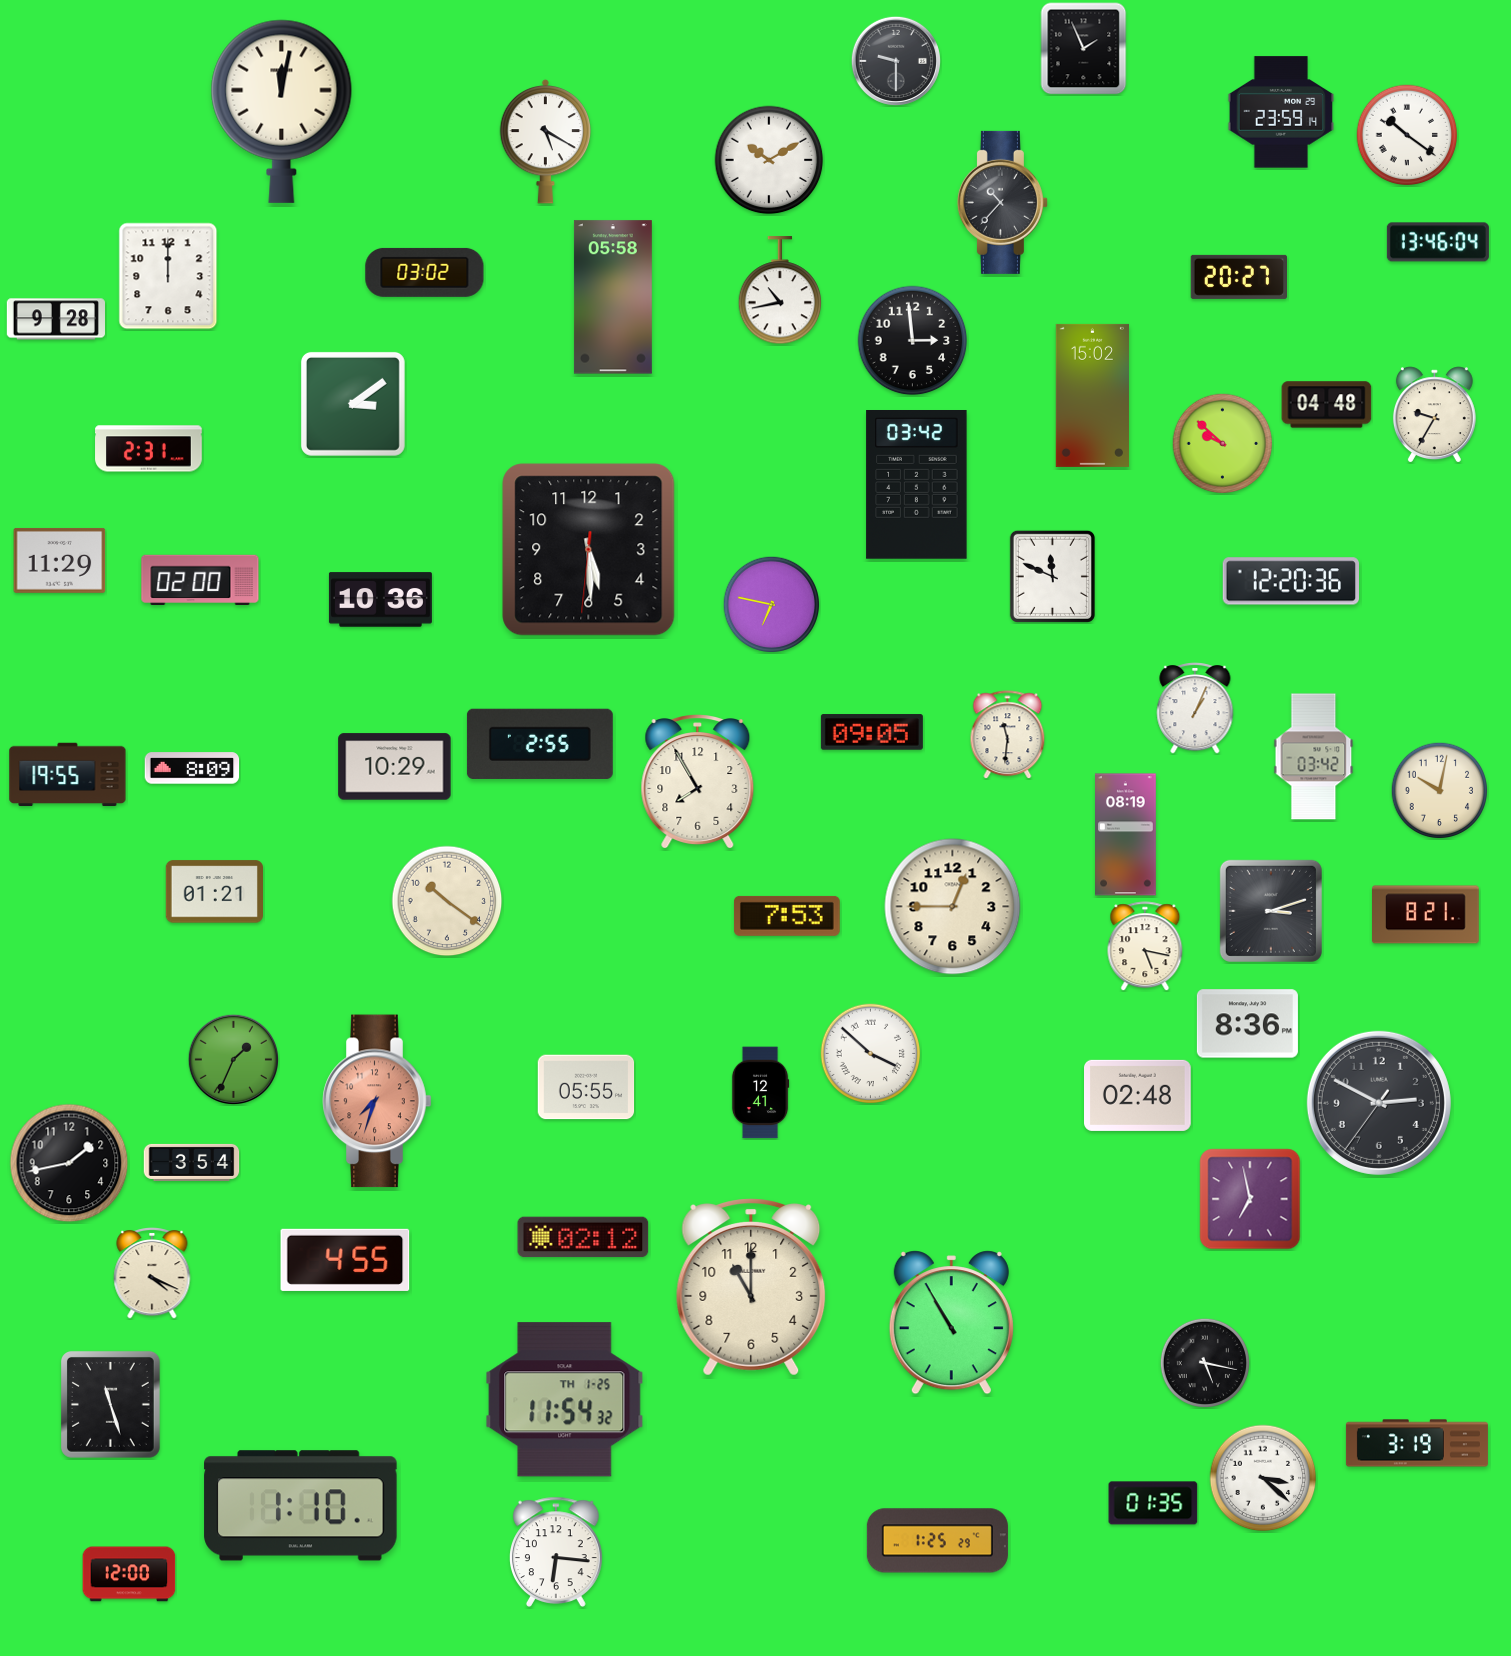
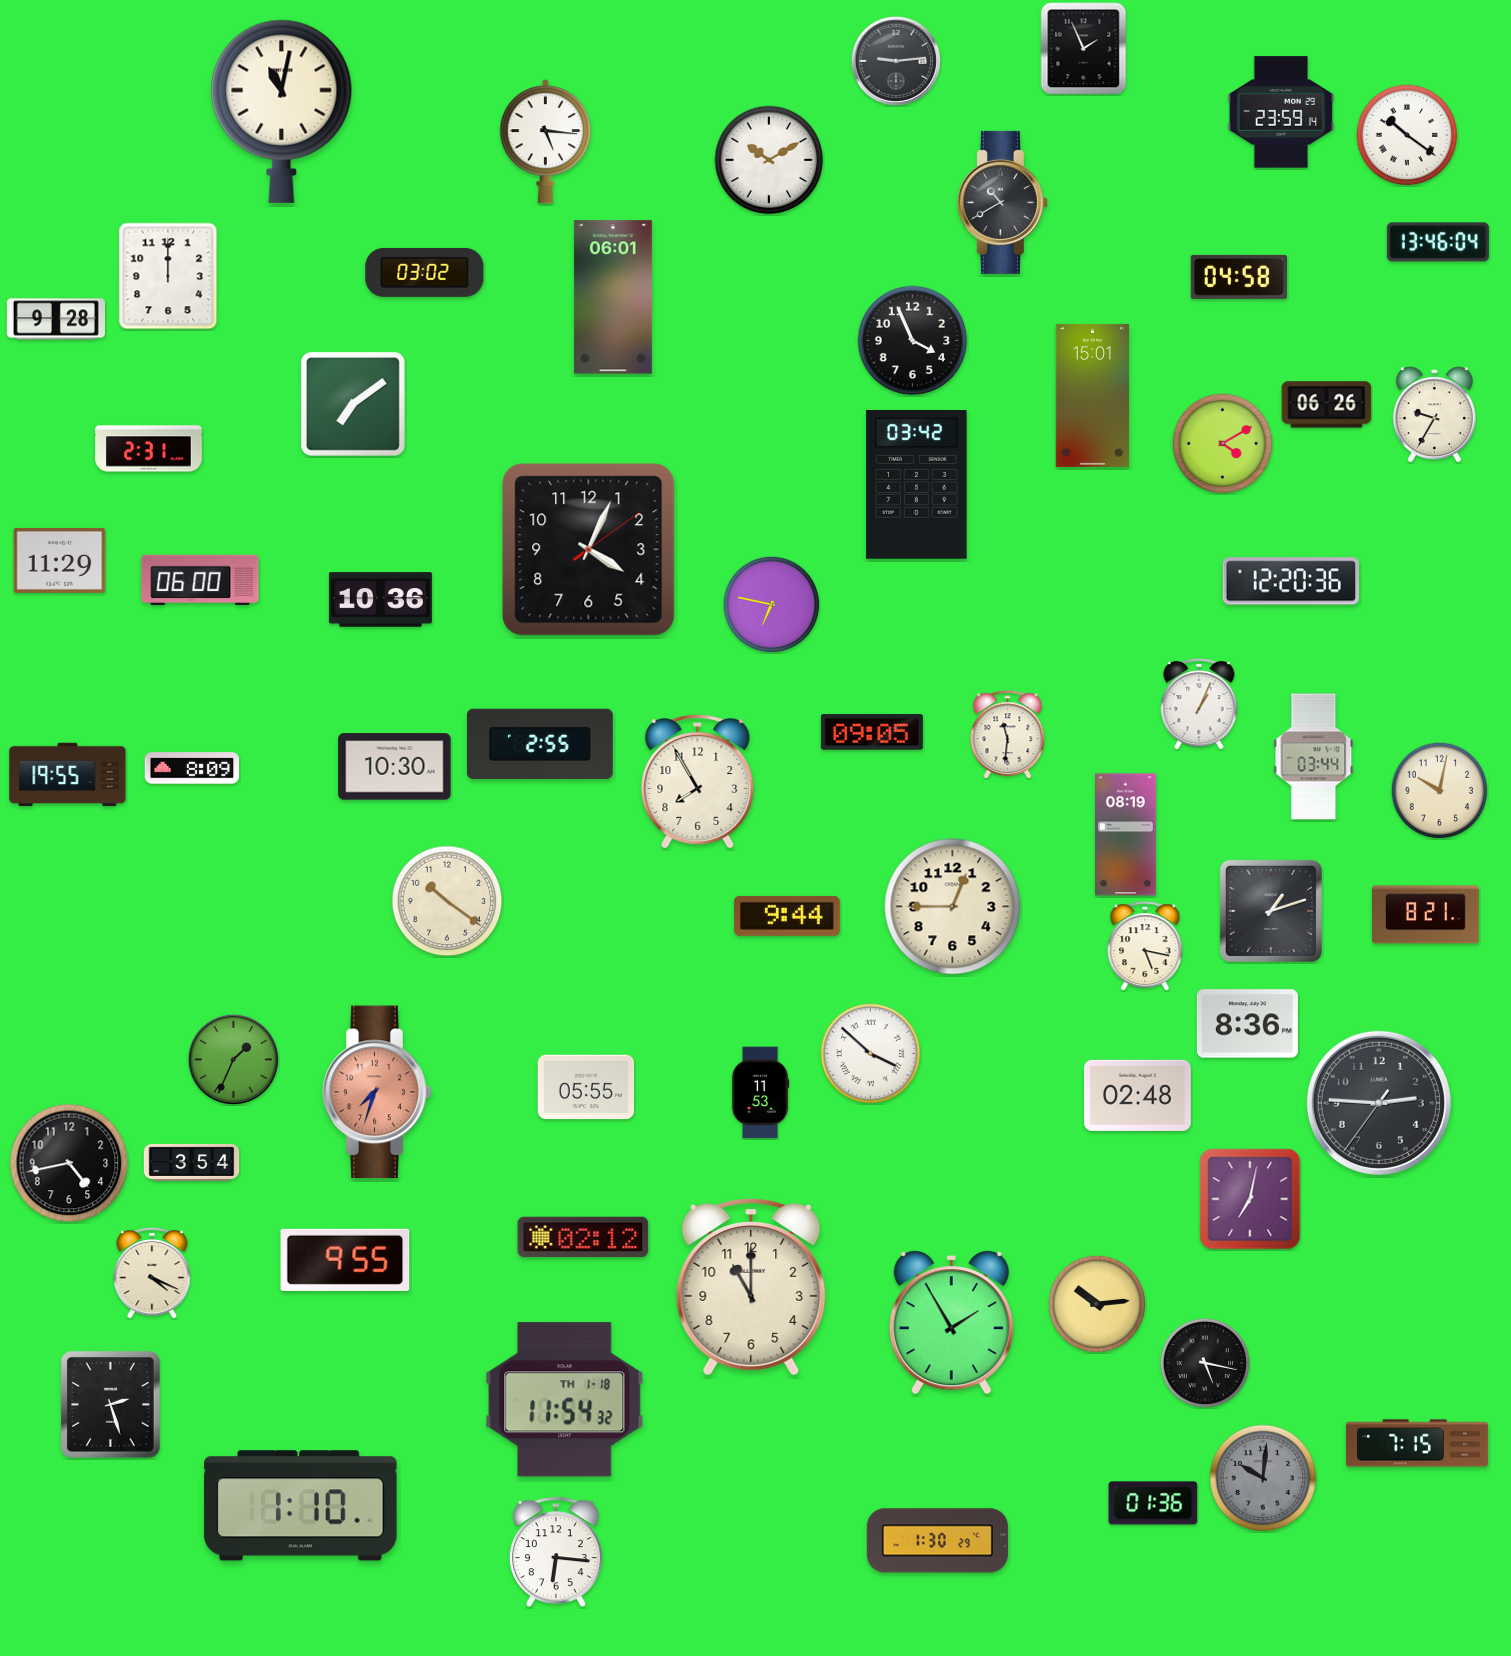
clock at (896, 61): 9:30 -> 9:14
clock at (282, 111): 12:02 -> 11:02
clock at (546, 141): 5:20 -> 5:16
clock at (1002, 202): 10:37 -> 10:40
clock at (1238, 277): 20:27 -> 04:58
clock at (780, 291): 10:43 -> none
clock at (613, 297): 05:58 -> 06:01
clock at (913, 341): 2:59 -> 3:56
clock at (1092, 395): 15:02 -> 15:01
clock at (353, 404): 3:09 -> 7:09
clock at (1327, 405): 04:48 -> 06:26
clock at (1223, 444): 9:52 -> 4:10
clock at (589, 550): 5:29 -> 4:04
clock at (1052, 576): 11:49 -> none
clock at (200, 579): 02:00 -> 06:00
clock at (1195, 709) position: (1195, 709) -> (1199, 705)
clock at (1314, 757): 03:42 -> 03:44
clock at (395, 767): 10:29 -> 10:30
clock at (214, 892): 01:21 -> none
clock at (1271, 911): 3:12 -> 1:12
clock at (787, 916): 7:53 -> 9:44
clock at (760, 1093): 12:41 -> 11:53
clock at (377, 1101) position: (377, 1101) -> (377, 1092)
clock at (1379, 1103): 2:49 -> 2:45
clock at (69, 1163): 1:43 -> 4:43
clock at (1250, 1199): 6:58 -> 7:02
clock at (345, 1260): 4:55 -> 9:55
clock at (1097, 1304): none -> 10:14
clock at (951, 1323): 10:55 -> 1:55
clock at (565, 1400) date: TH 1-25 -> TH 1-18
clock at (110, 1404): 11:27 -> 2:27
clock at (1417, 1443): 3:19 -> 7:15
clock at (1263, 1478): 3:22 -> 10:01
clock at (1263, 1478) dial: white -> grey
clock at (1153, 1503): 01:35 -> 01:36
clock at (937, 1541): 1:25 -> 1:30
clock at (129, 1574): 12:00 -> none
